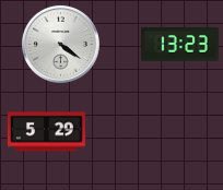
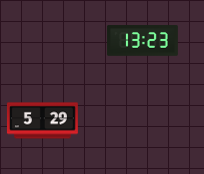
clock at (60, 44): 4:21 -> none
clock at (179, 45) position: (179, 45) -> (142, 41)
